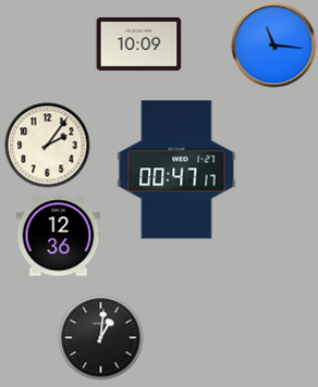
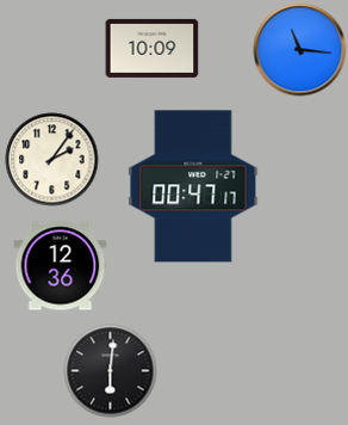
clock at (58, 236) position: (58, 236) -> (60, 266)
clock at (100, 337): 1:01 -> 6:01
